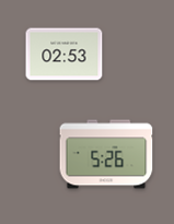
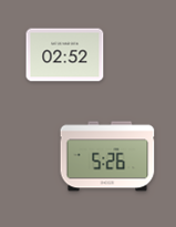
clock at (65, 55): 02:53 -> 02:52
